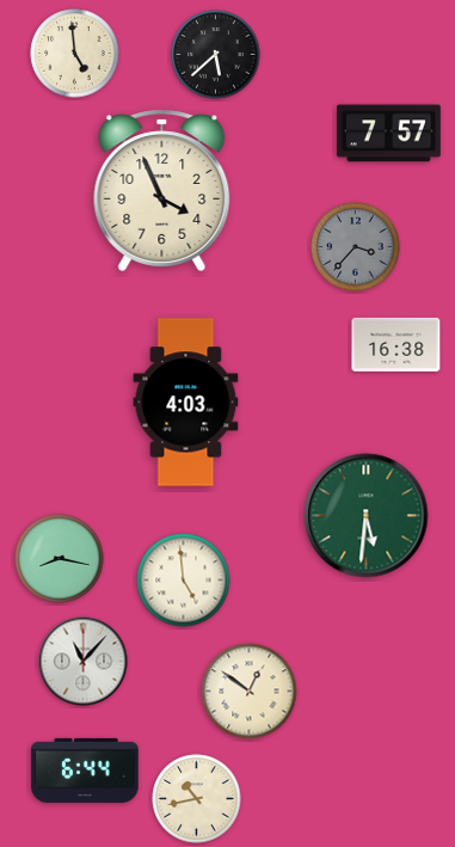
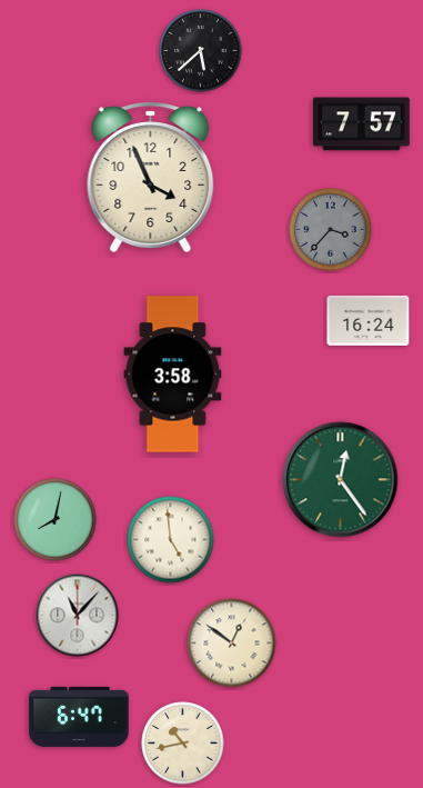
clock at (75, 54): 4:59 -> none
clock at (396, 344): 16:38 -> 16:24
clock at (186, 403): 4:03 -> 3:58
clock at (367, 516): 5:31 -> 12:24
clock at (60, 559): 8:17 -> 8:02
clock at (85, 771): 6:44 -> 6:47
